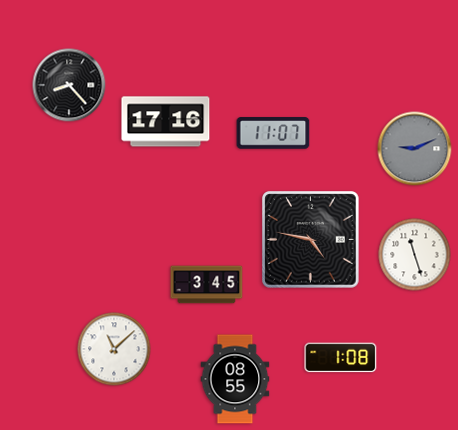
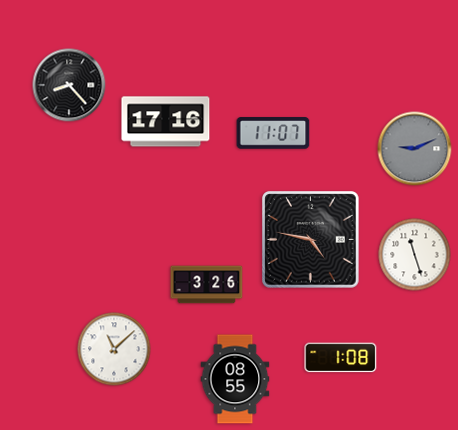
clock at (207, 285): 3:45 -> 3:26
